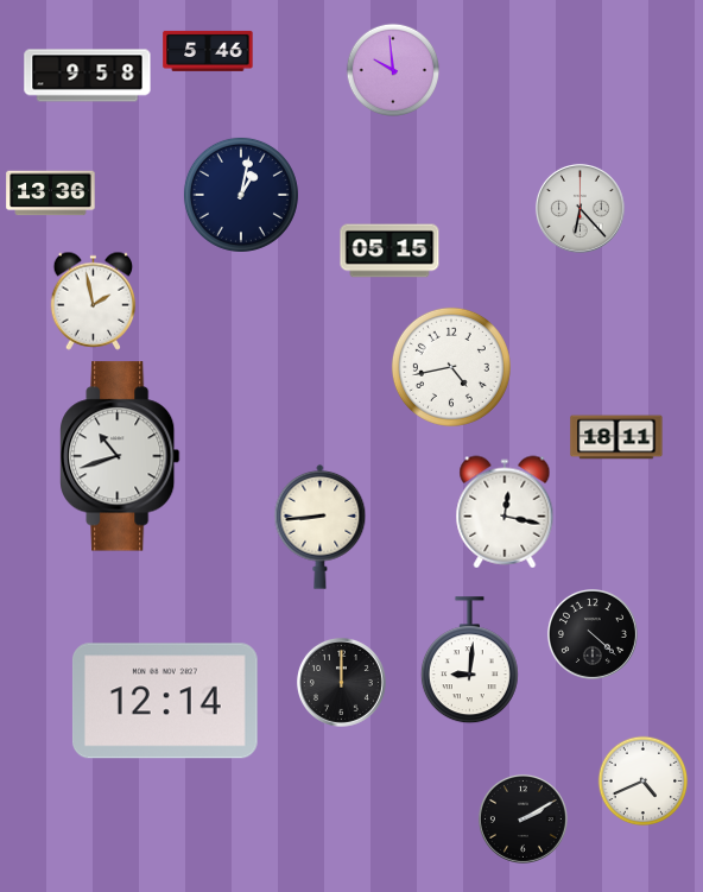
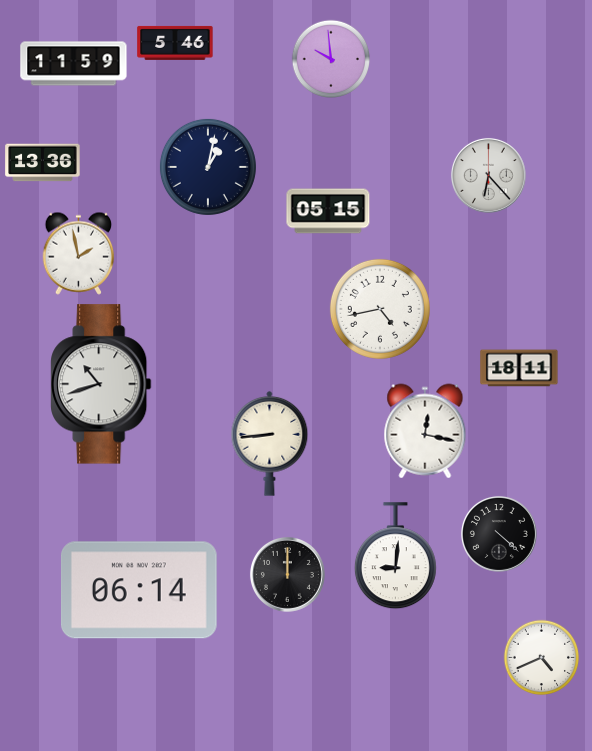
clock at (88, 76): 9:58 -> 11:59
clock at (241, 195) position: (241, 195) -> (208, 167)
clock at (165, 701): 12:14 -> 06:14
clock at (522, 818): 2:10 -> none
